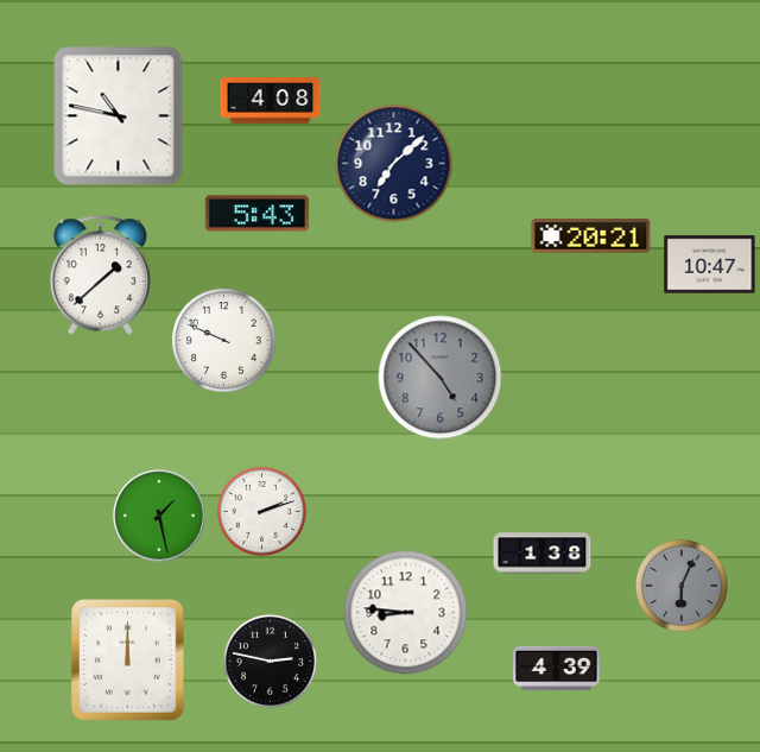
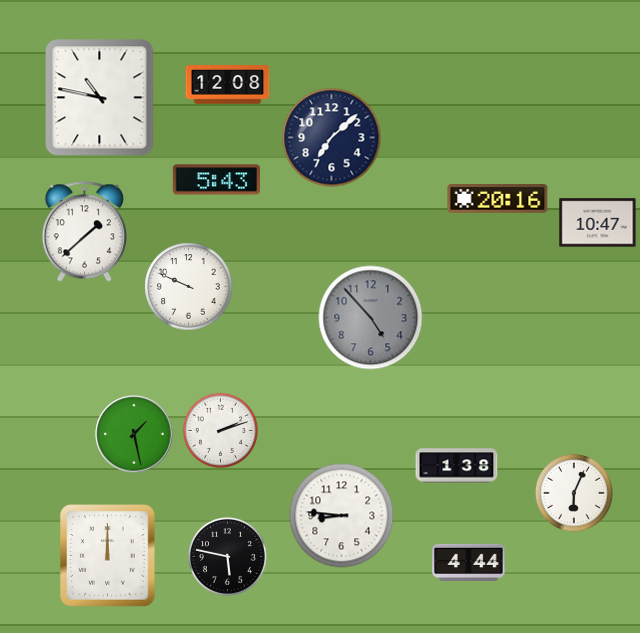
clock at (271, 101): 4:08 -> 12:08
clock at (591, 236): 20:21 -> 20:16
clock at (682, 586) dial: grey -> white
clock at (270, 661): 2:47 -> 5:47
clock at (557, 668): 4:39 -> 4:44
